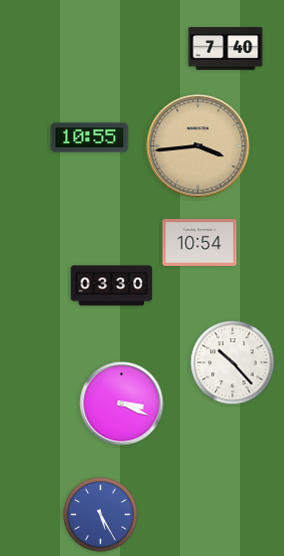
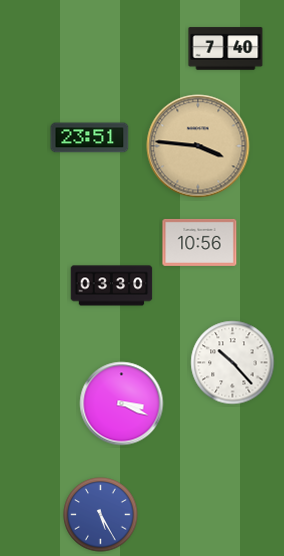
clock at (90, 138): 10:55 -> 23:51
clock at (198, 146): 3:44 -> 3:46
clock at (200, 242): 10:54 -> 10:56
